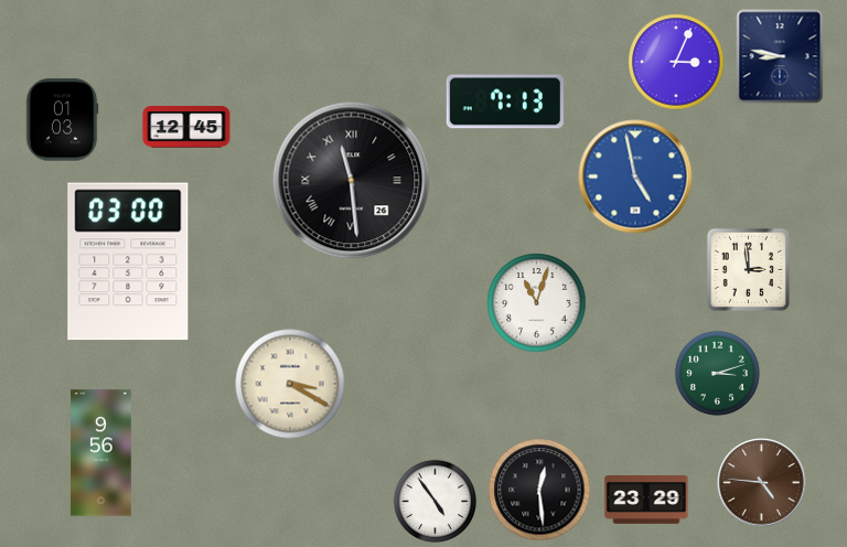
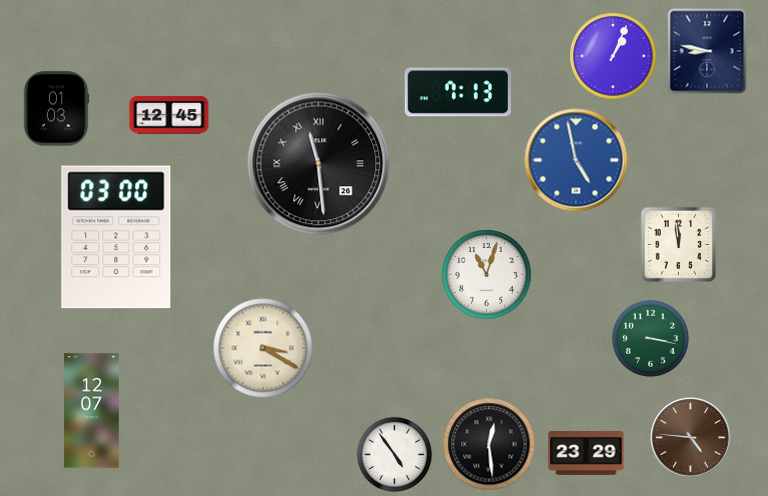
clock at (676, 62): 3:04 -> 1:04
clock at (748, 269): 2:59 -> 11:59
clock at (717, 373): 3:12 -> 3:17
clock at (101, 453): 9:56 -> 12:07
